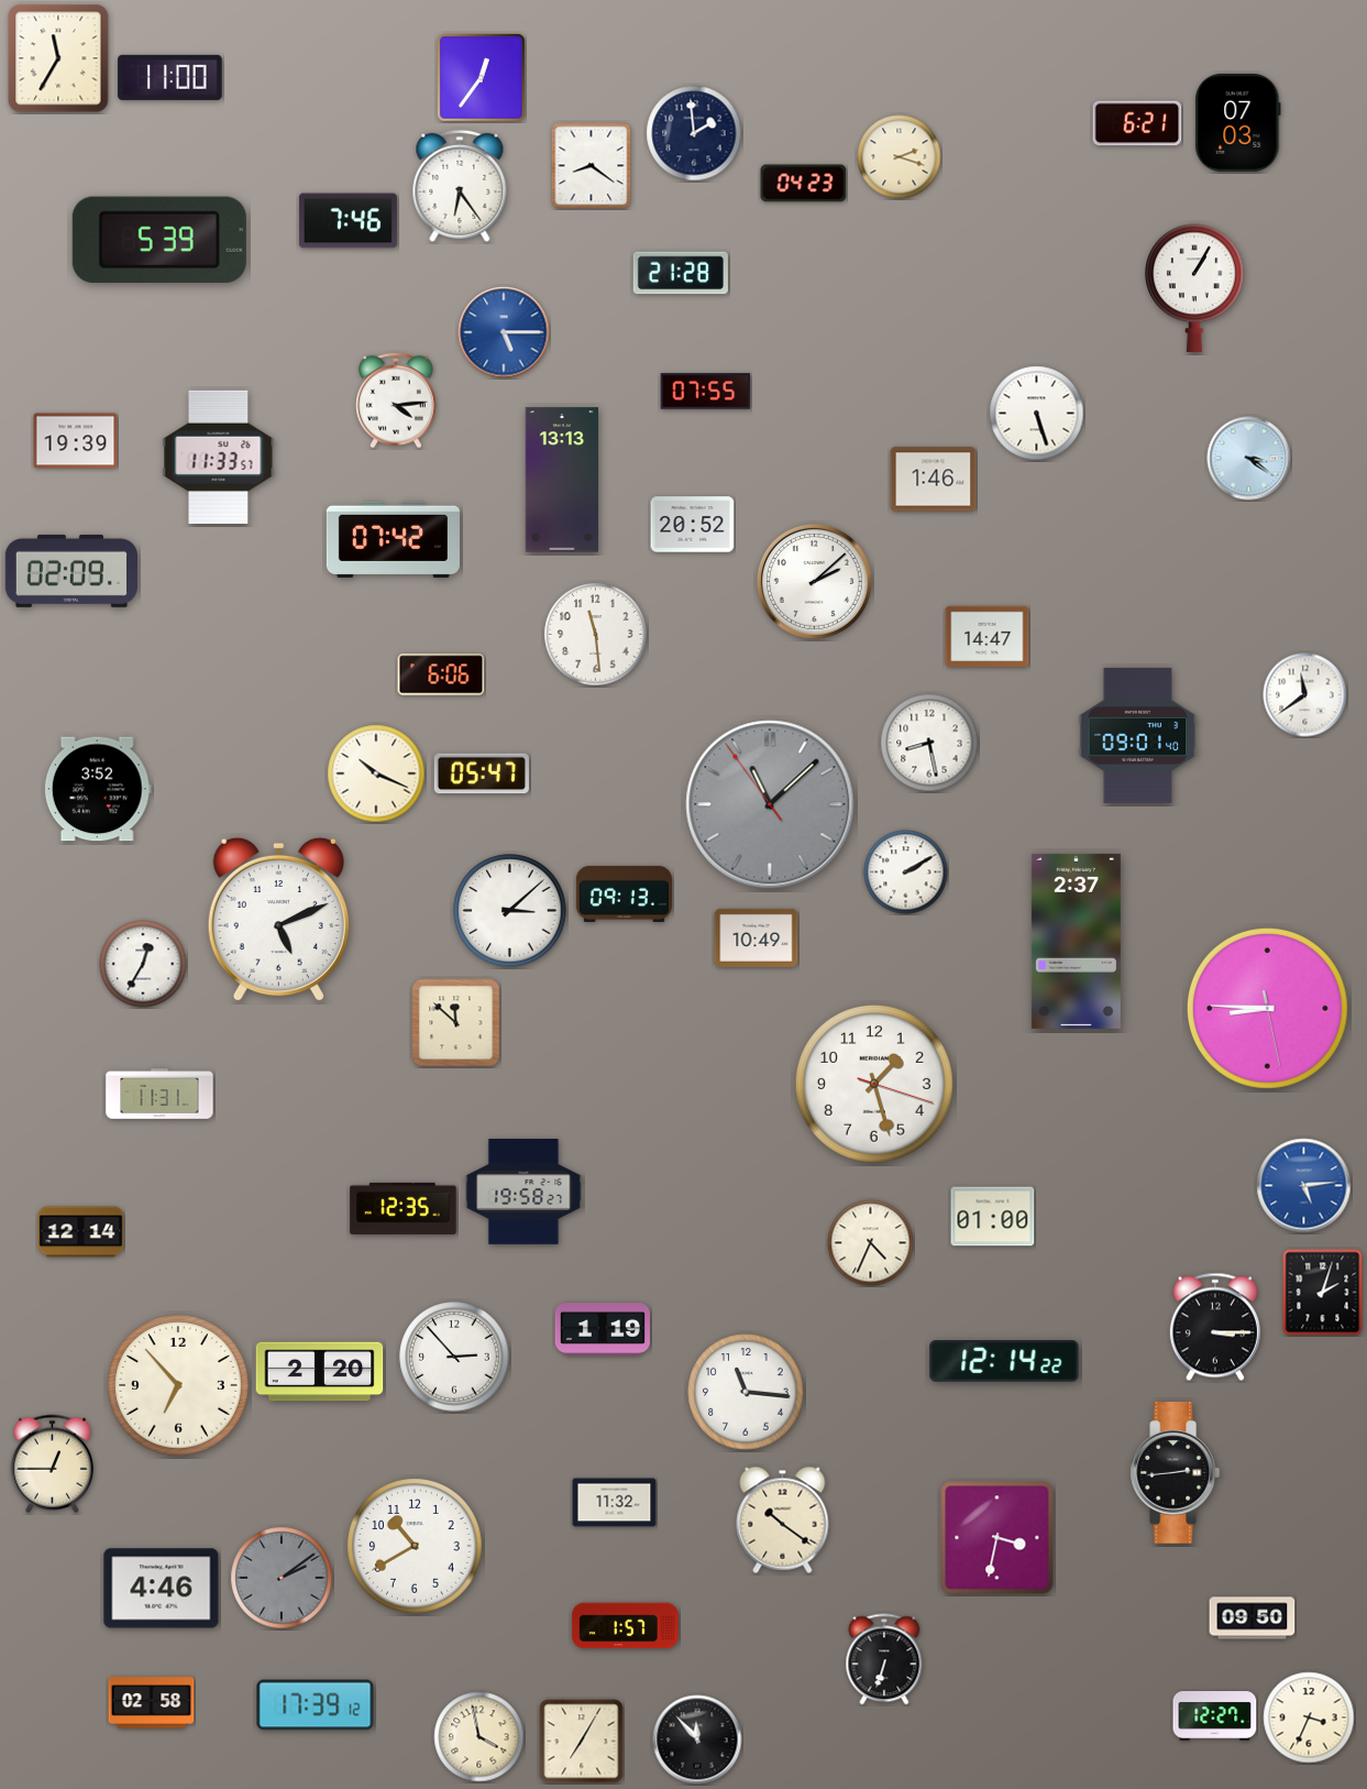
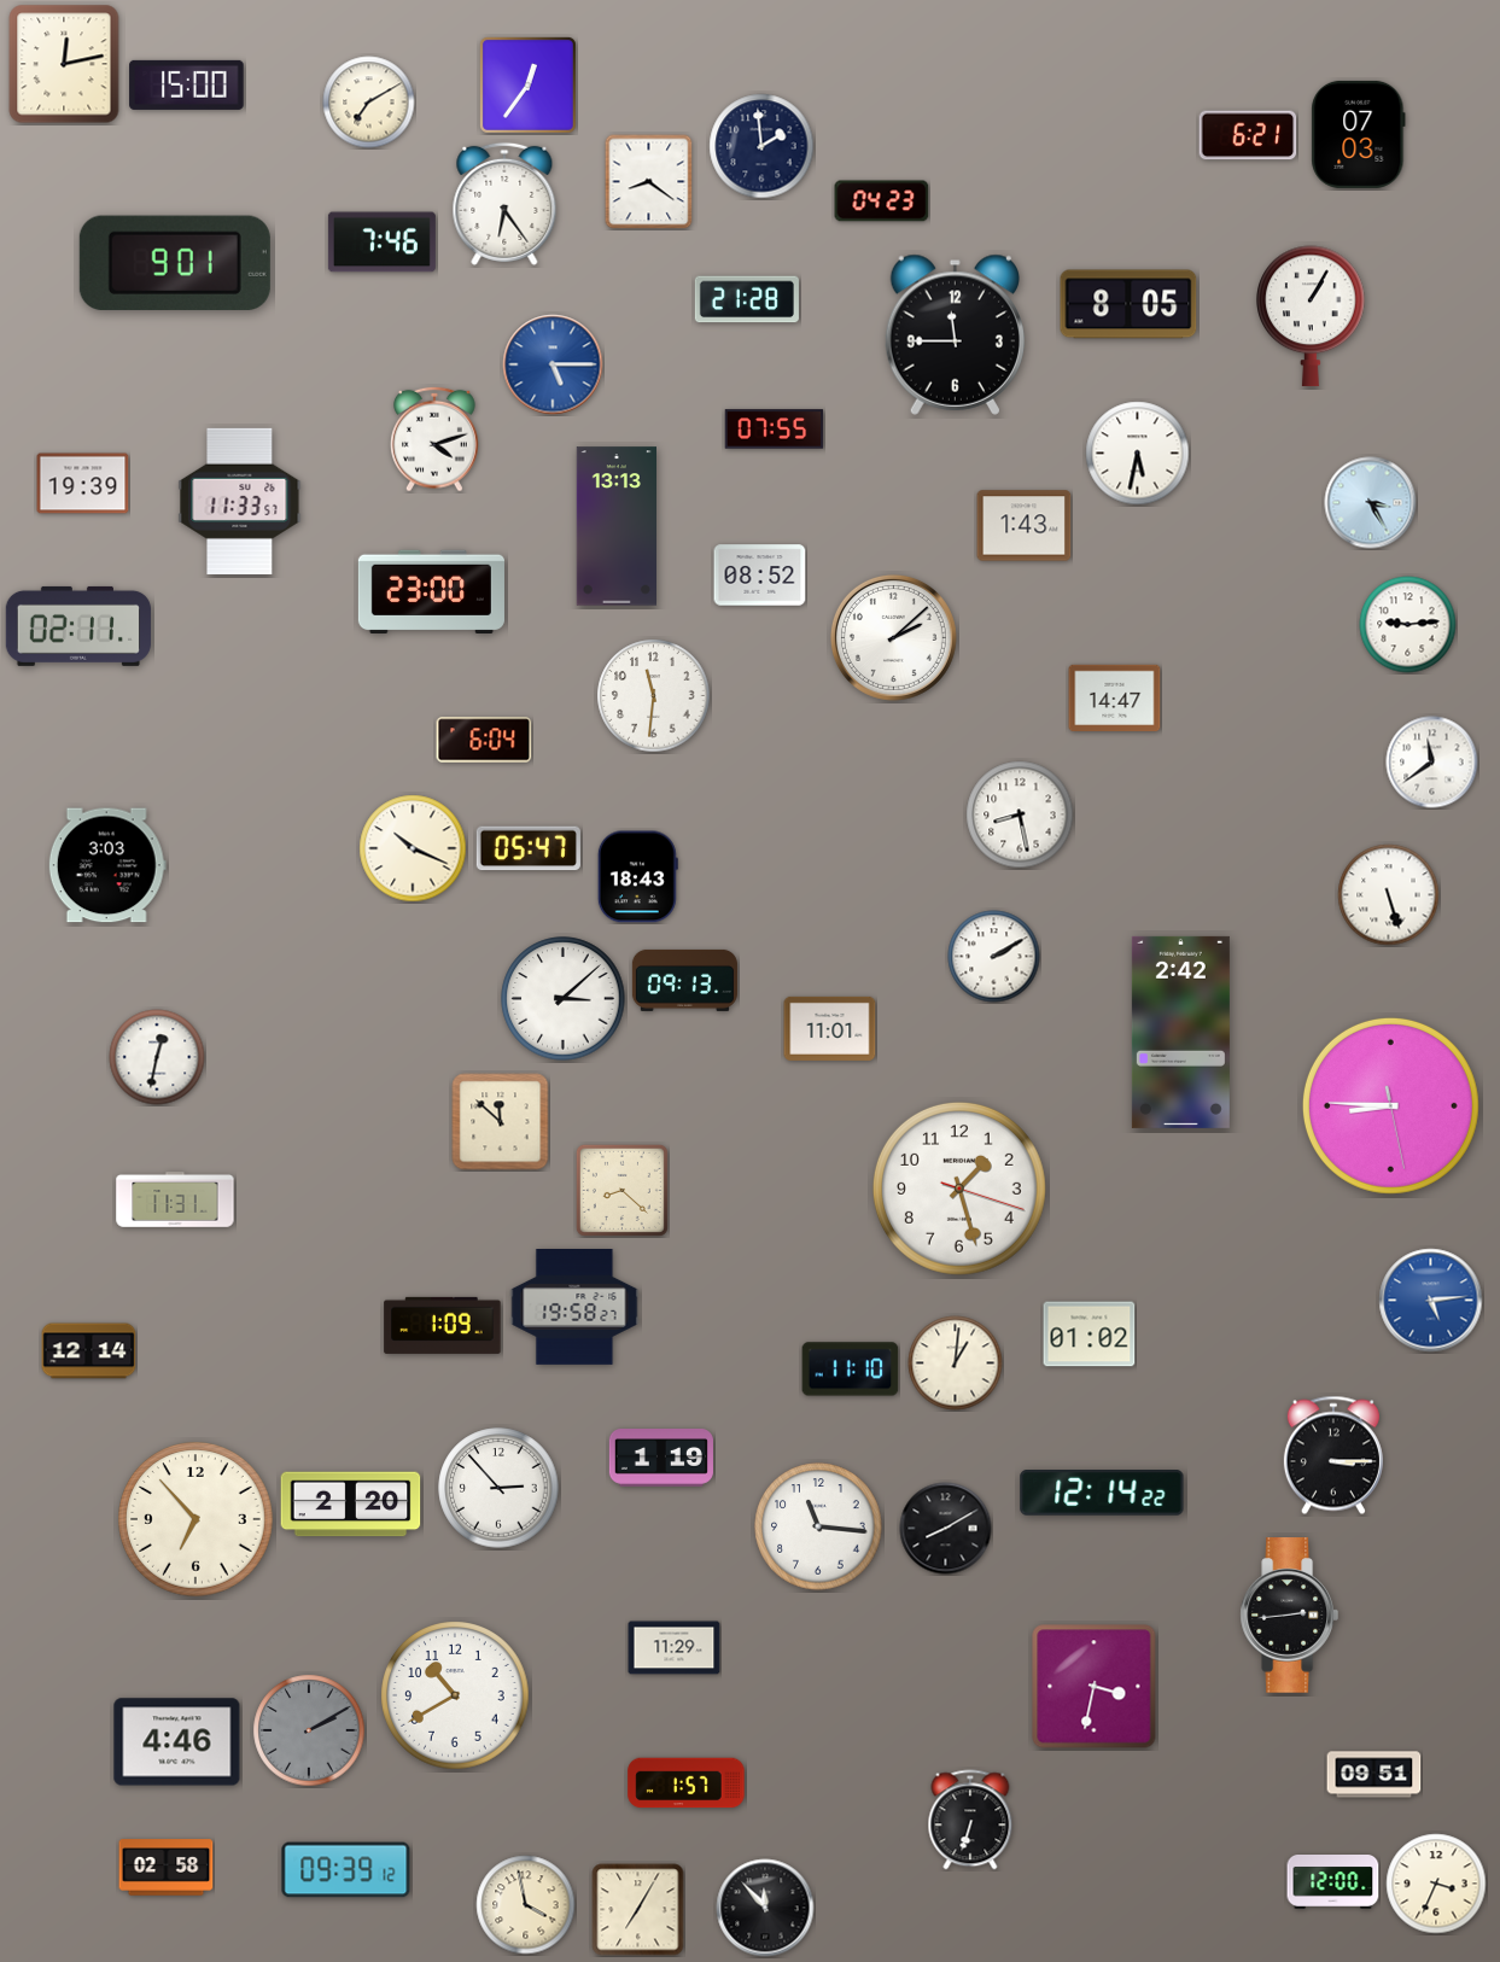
clock at (58, 58): 11:35 -> 12:13
clock at (170, 77): 11:00 -> 15:00
clock at (369, 103): none -> 7:10
clock at (900, 157): 2:18 -> none
clock at (159, 240): 5:39 -> 9:01
clock at (1128, 304): none -> 8:05
clock at (955, 334): none -> 11:45
clock at (397, 400): 4:14 -> 4:12
clock at (1037, 414): 5:27 -> 5:32
clock at (1249, 459): 3:21 -> 3:25
clock at (934, 480): 1:46 -> 1:43
clock at (693, 525): 20:52 -> 08:52
clock at (393, 539): 07:42 -> 23:00
clock at (1408, 625): none -> 9:14
clock at (71, 571): 02:09 -> 02:11
clock at (596, 635): 11:29 -> 11:31
clock at (988, 637) position: (988, 637) -> (1115, 699)
clock at (441, 674): 6:06 -> 6:04
clock at (1138, 735): 09:01 -> none
clock at (98, 789): 3:52 -> 3:03
clock at (637, 877): none -> 18:43
clock at (770, 804): 11:07 -> none
clock at (1389, 895): none -> 5:27
clock at (510, 911) position: (510, 911) -> (564, 999)
clock at (278, 920): 5:11 -> none
clock at (757, 937): 10:49 -> 11:01
clock at (1076, 941): 2:37 -> 2:42
clock at (143, 964): 12:35 -> 12:32
clock at (621, 1190): none -> 8:22
clock at (404, 1208): 12:35 -> 1:09
clock at (993, 1217): 01:00 -> 01:02
clock at (871, 1243): 4:34 -> 1:01
clock at (851, 1370): none -> 11:10
clock at (1323, 1293): 2:03 -> none
clock at (946, 1529): none -> 8:10
clock at (52, 1464): 12:45 -> none
clock at (615, 1503): 11:32 -> 11:29
clock at (783, 1519): 10:21 -> none
clock at (282, 1578): 2:09 -> 2:10
clock at (1253, 1618): 09:50 -> 09:51
clock at (316, 1705): 17:39 -> 09:39
clock at (1215, 1716): 12:27 -> 12:00
